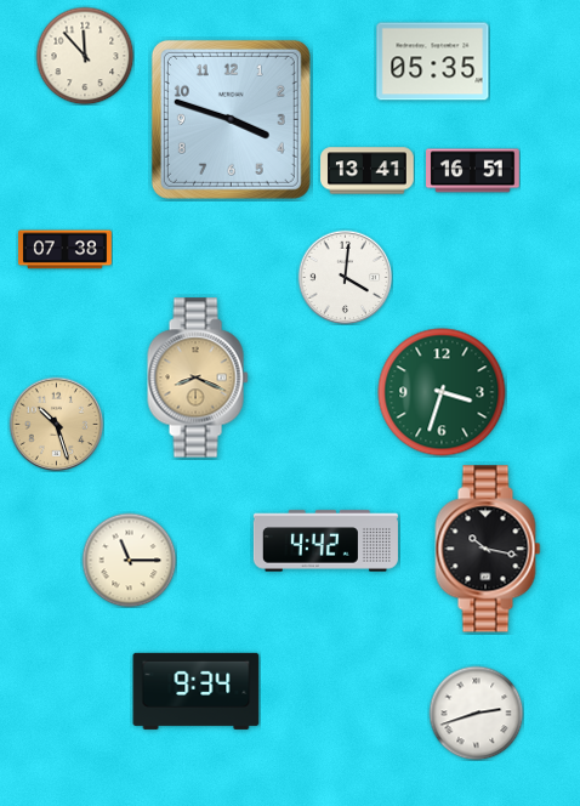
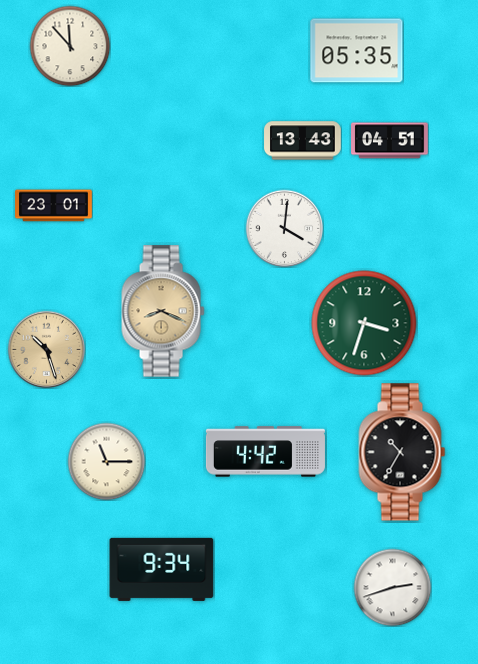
clock at (231, 119): 3:48 -> none
clock at (368, 171): 13:41 -> 13:43
clock at (473, 171): 16:51 -> 04:51
clock at (66, 250): 07:38 -> 23:01
clock at (325, 541) position: (325, 541) -> (265, 452)
clock at (488, 549): 10:17 -> 10:35
